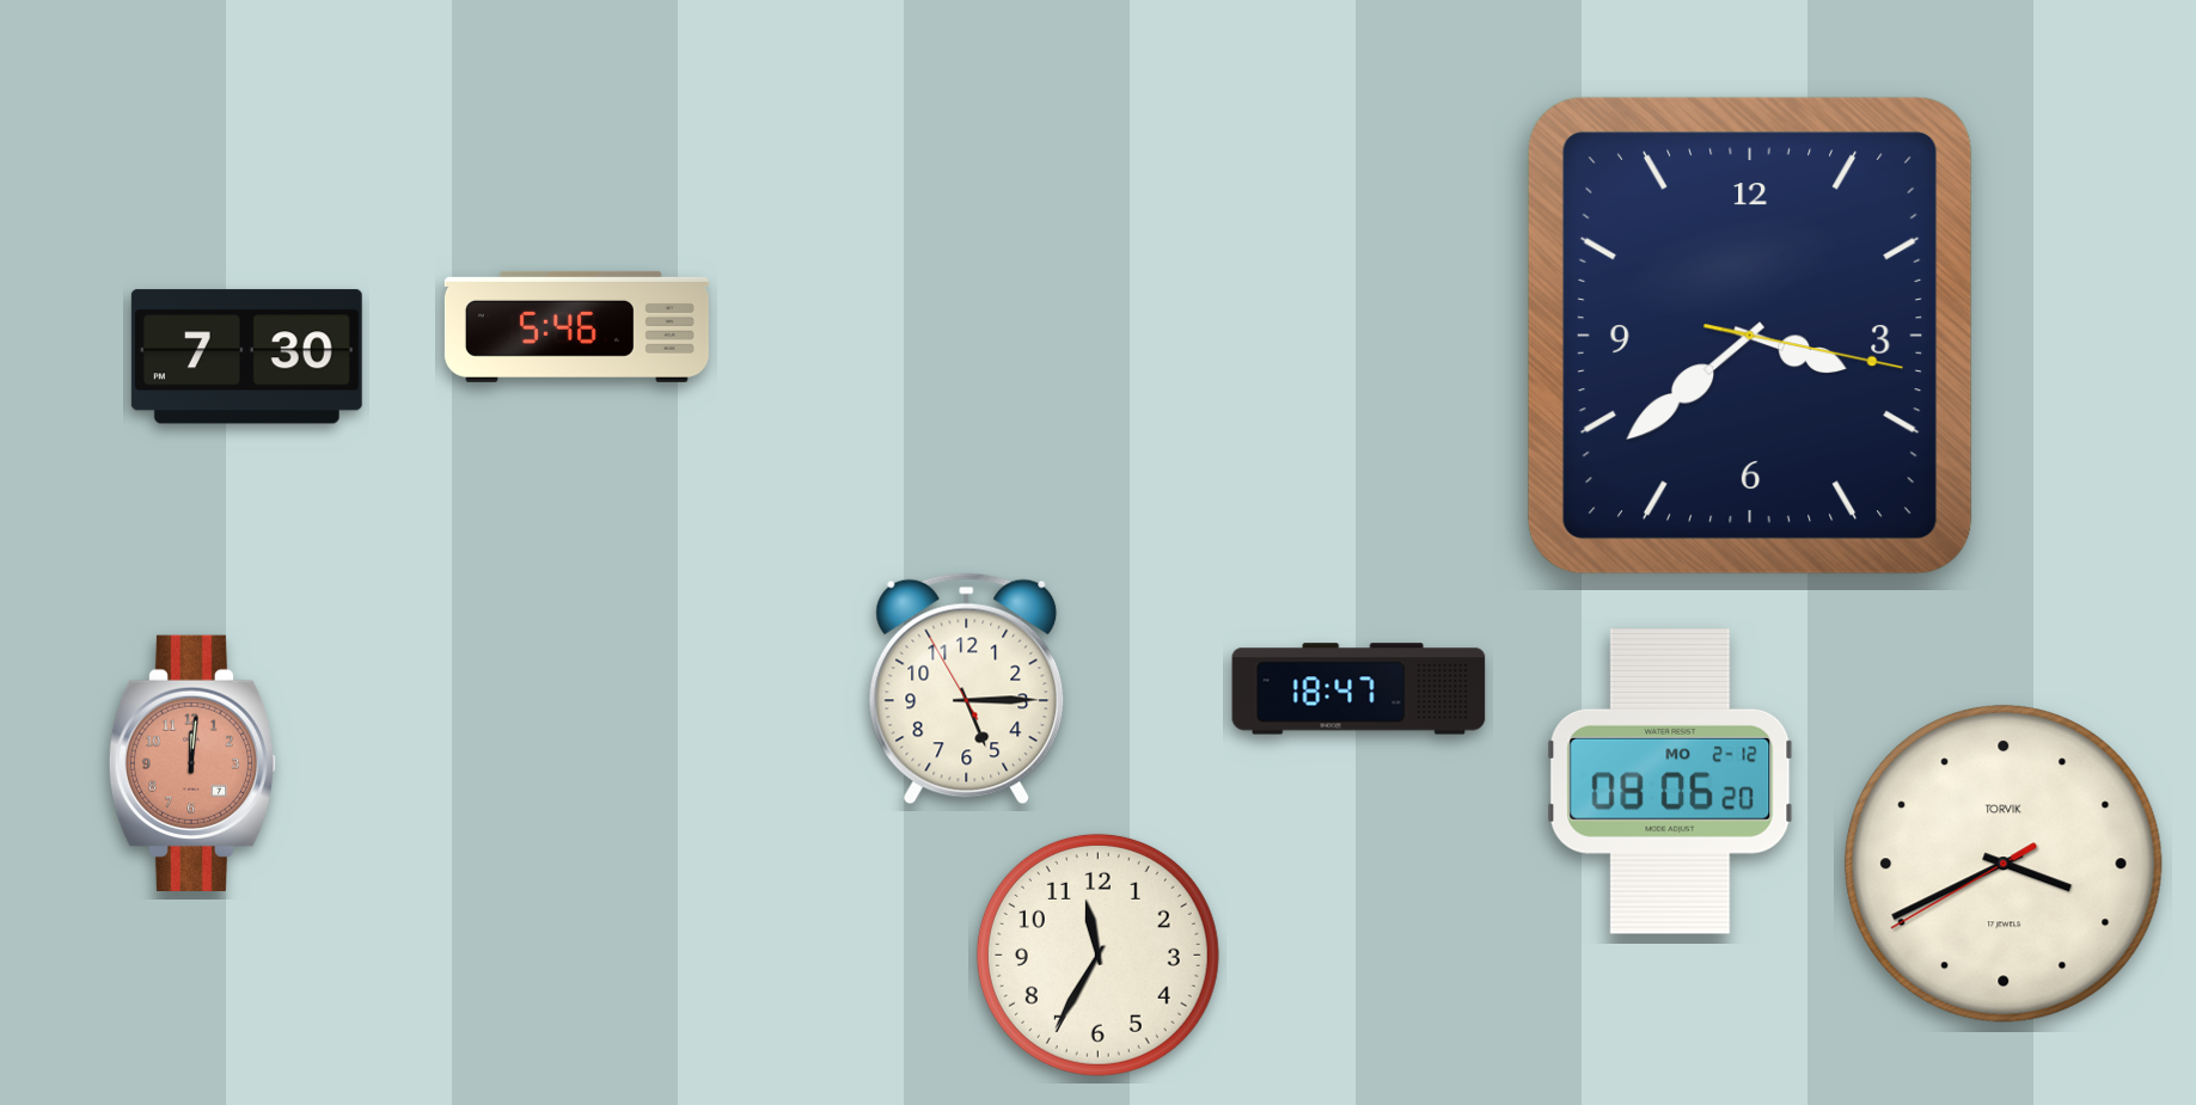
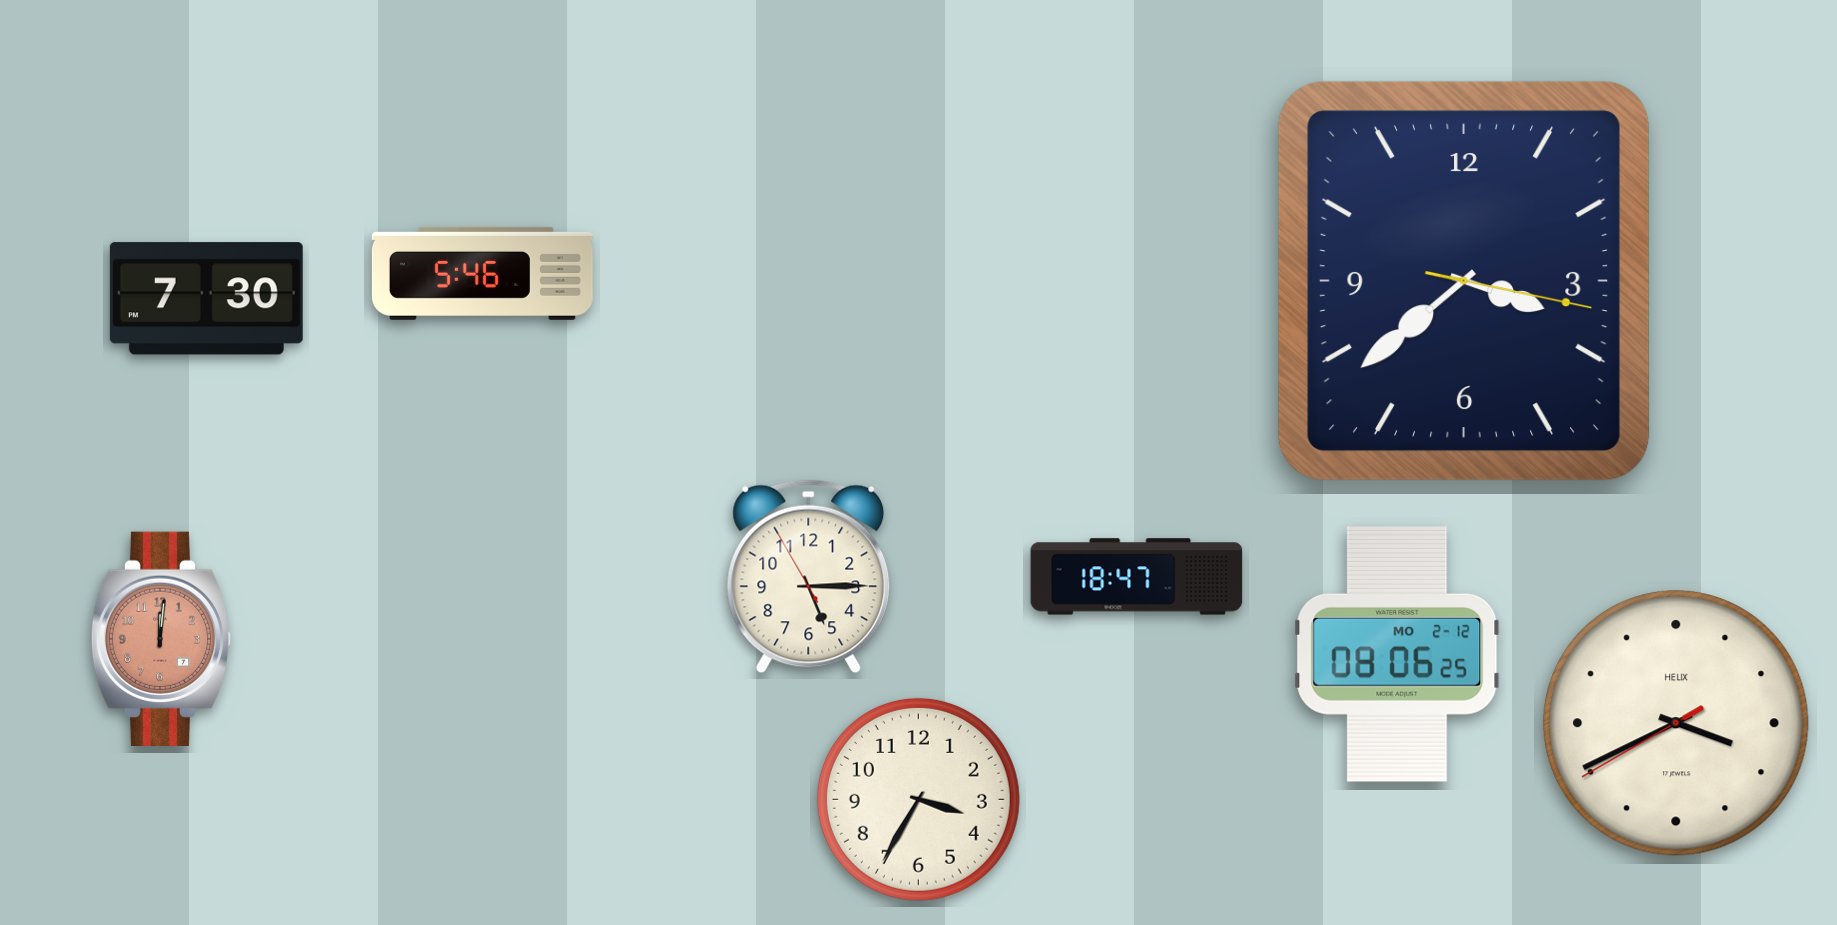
clock at (1670, 782): 08:06:20 -> 08:06:25
clock at (2004, 864) brand: TORVIK -> HELIX
clock at (1097, 954): 11:35 -> 3:35
